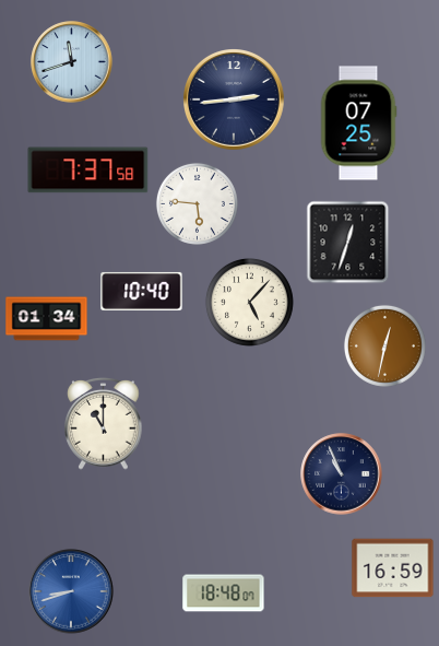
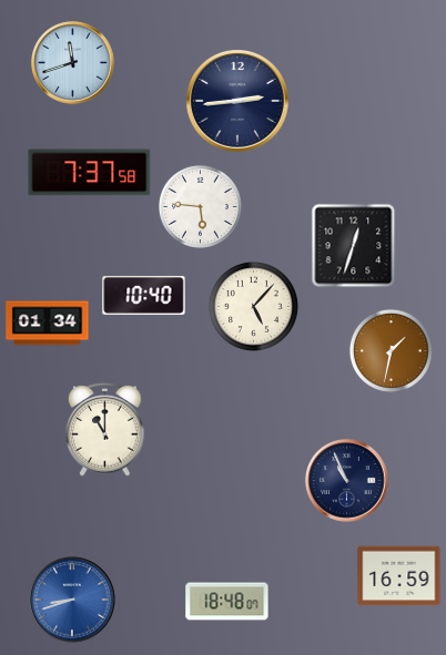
clock at (358, 124): 07:25 -> none
clock at (384, 345): 12:32 -> 1:32
